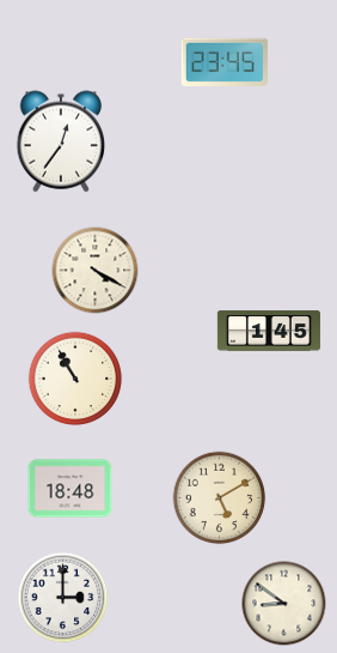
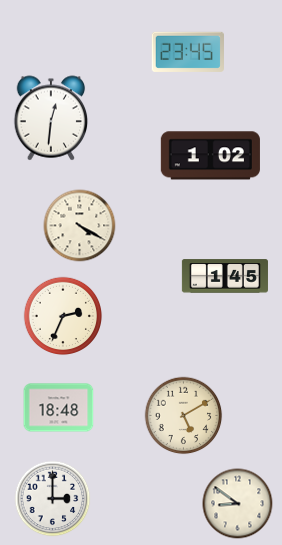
clock at (61, 141): 12:36 -> 12:31
clock at (210, 156): none -> 1:02
clock at (75, 379): 10:55 -> 2:34
